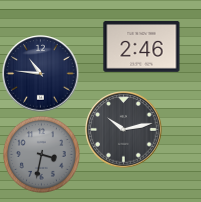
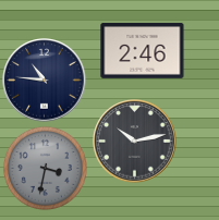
clock at (142, 46) position: (142, 46) -> (143, 50)
